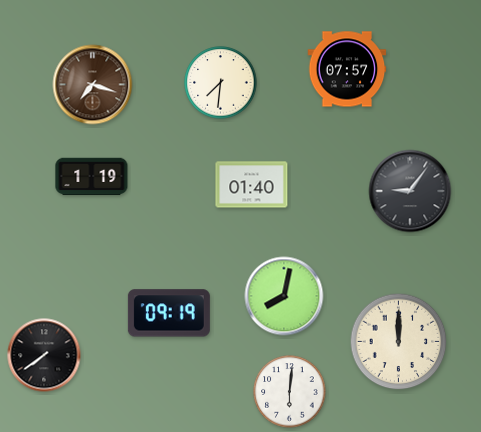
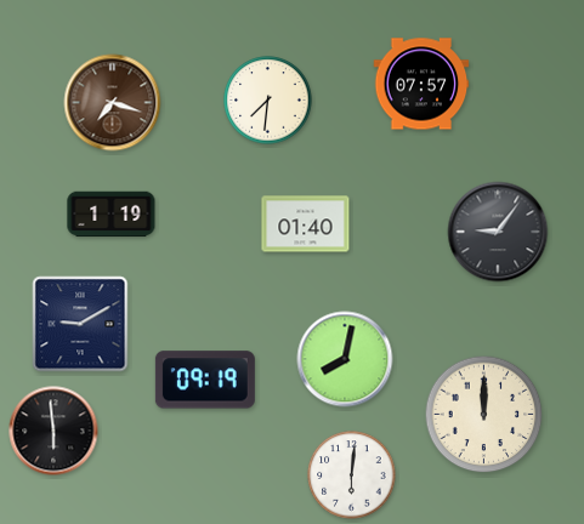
clock at (80, 324): none -> 9:10
clock at (44, 355): 7:39 -> 5:59
